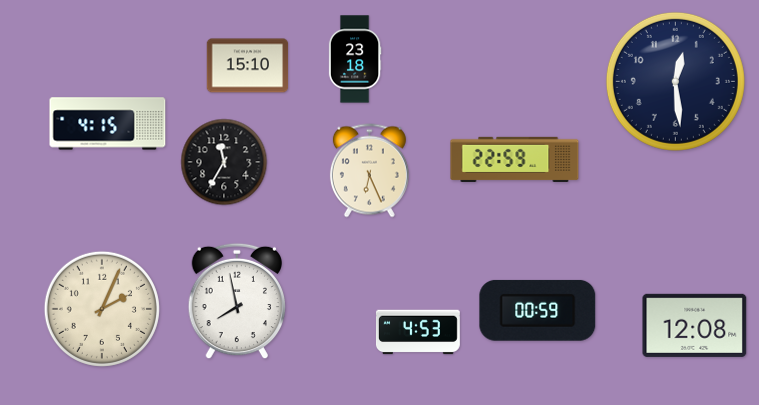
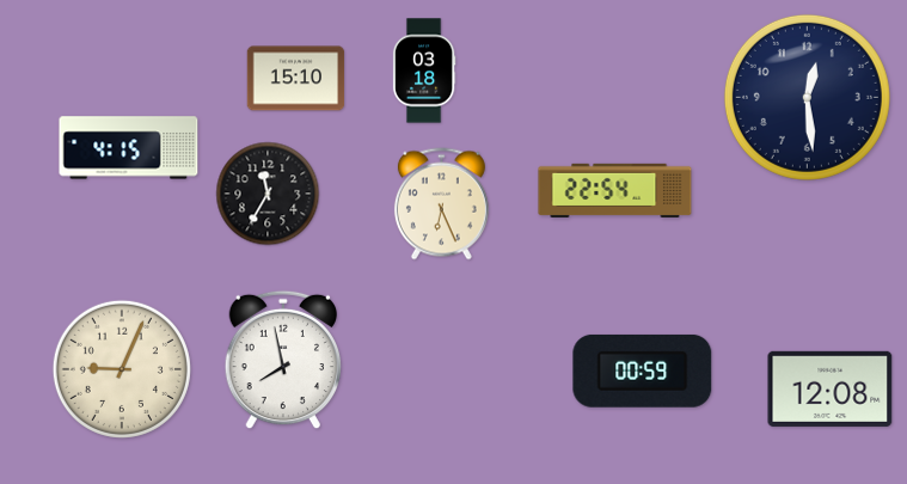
clock at (355, 59): 23:18 -> 03:18
clock at (515, 159): 22:59 -> 22:54
clock at (102, 309): 2:04 -> 9:04
clock at (418, 332): 4:53 -> none
